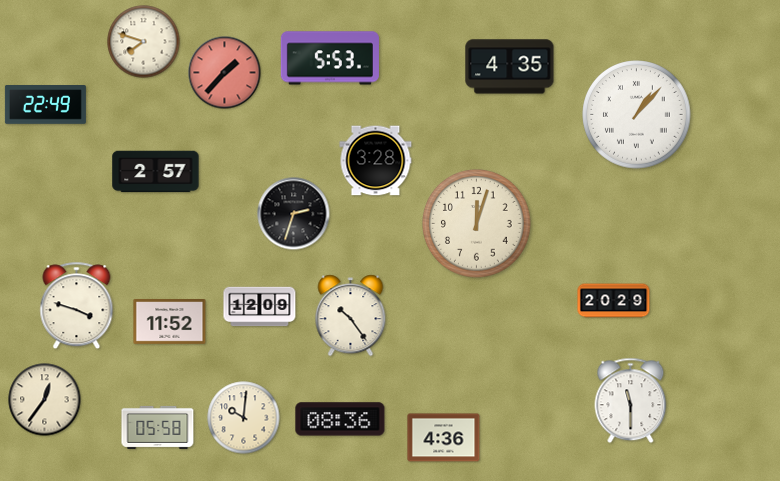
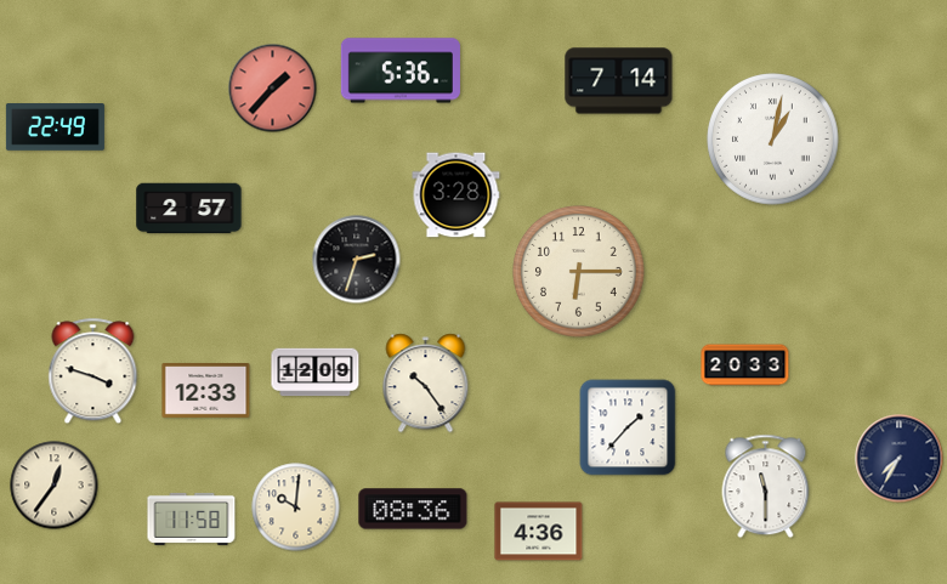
clock at (144, 42): 7:48 -> none
clock at (330, 58): 5:53 -> 5:36
clock at (510, 67): 4:35 -> 7:14
clock at (637, 115): 1:07 -> 1:02
clock at (477, 224): 12:03 -> 6:15
clock at (614, 301): 20:29 -> 20:33
clock at (170, 322): 11:52 -> 12:33
clock at (628, 427): none -> 1:37
clock at (900, 459): none -> 7:35
clock at (158, 427): 05:58 -> 11:58
